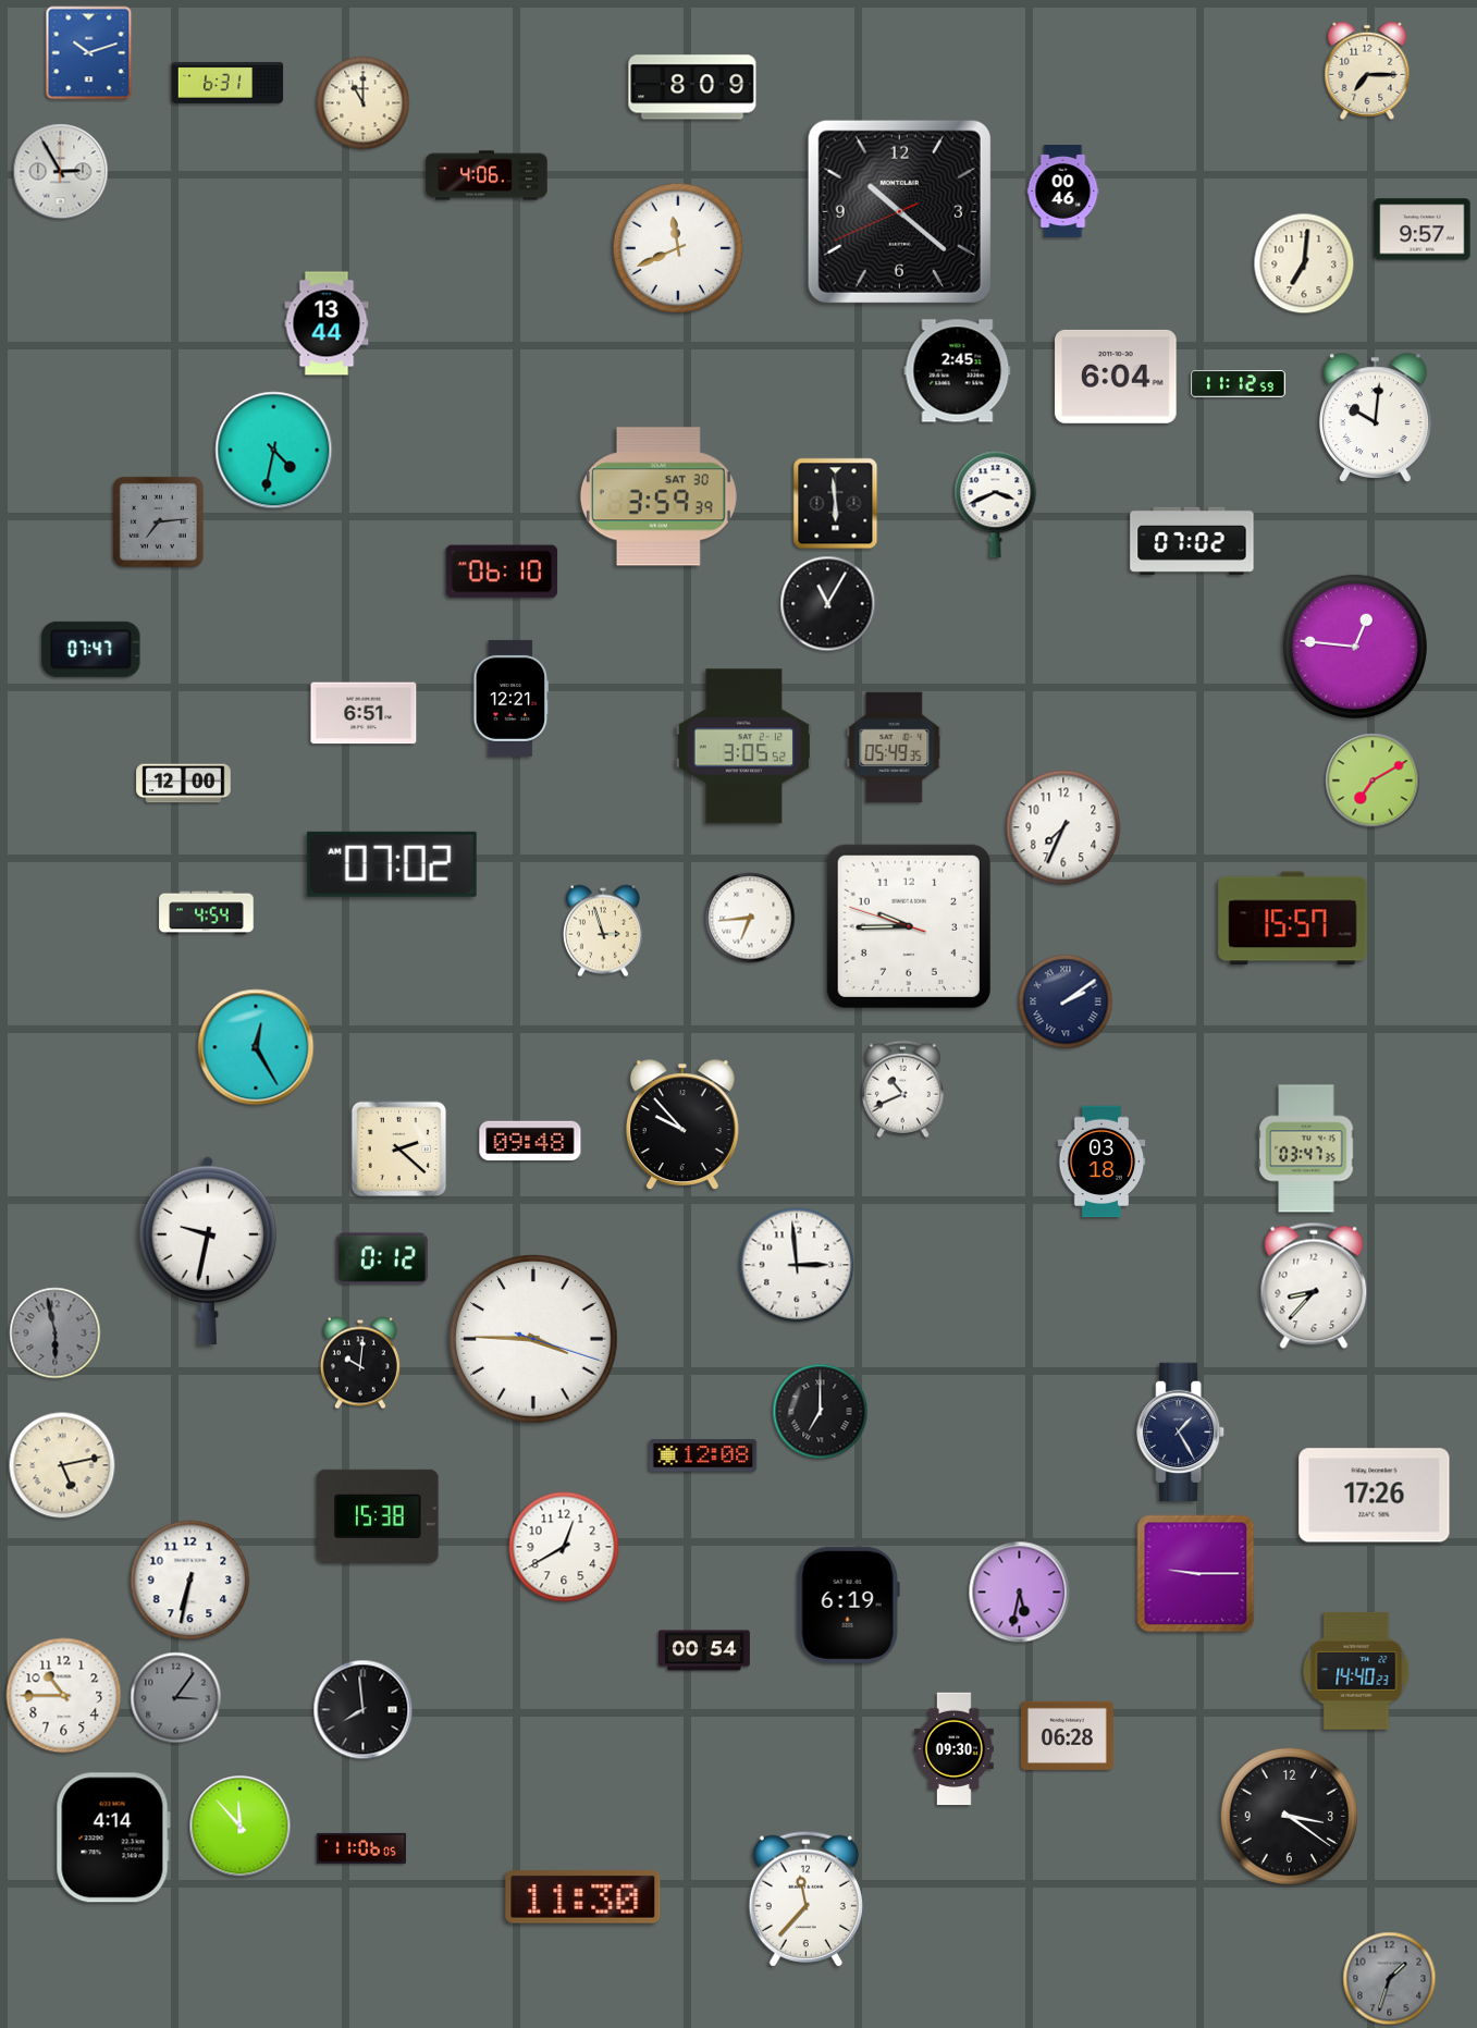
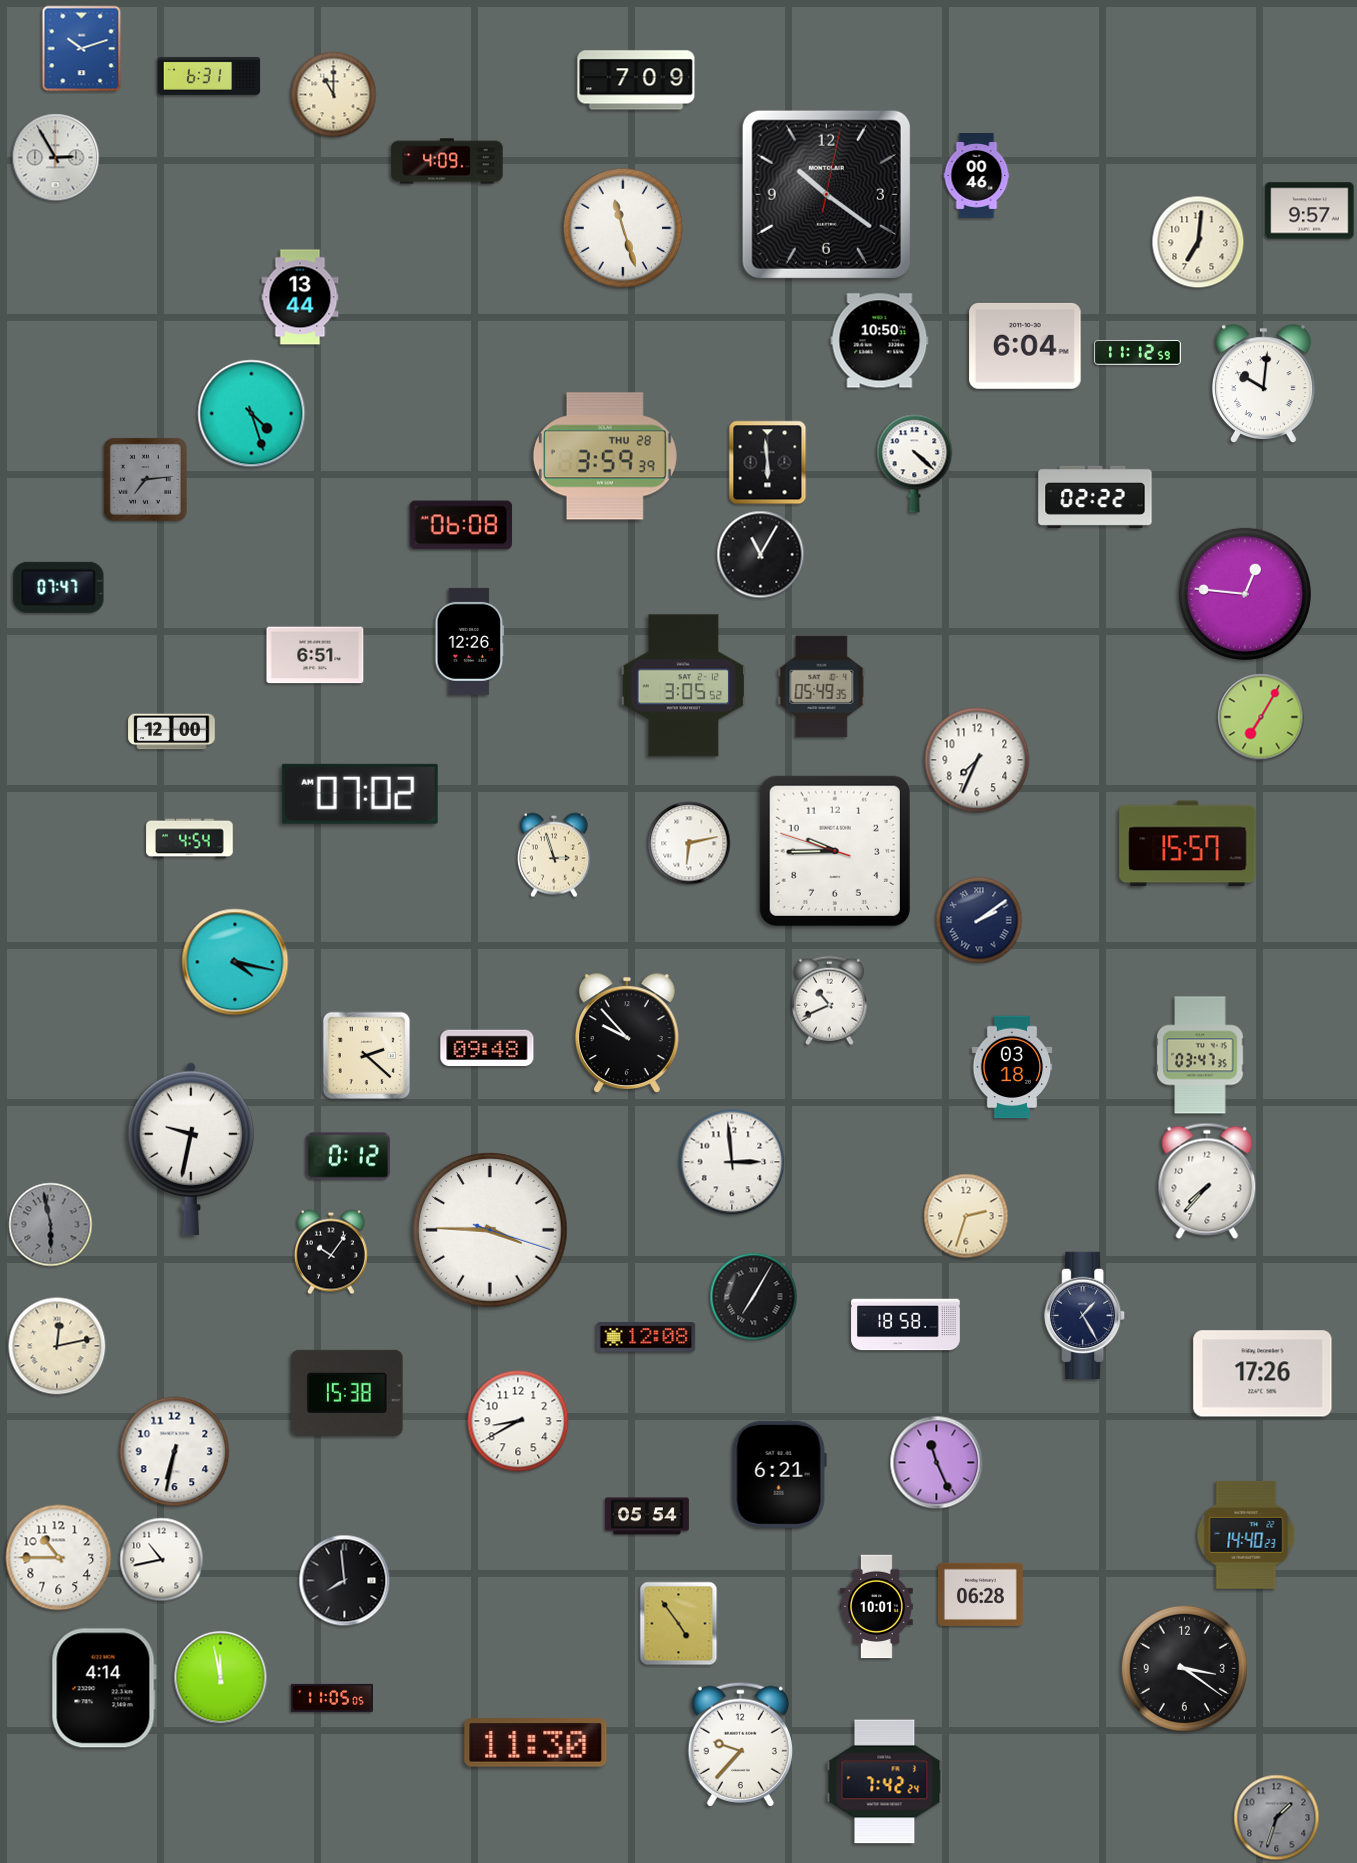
clock at (1367, 71): 7:15 -> none
clock at (692, 87): 8:09 -> 7:09
clock at (487, 175): 4:06 -> 4:09
clock at (899, 211): 10:21:41 -> 10:21:02
clock at (1423, 230) position: (1423, 230) -> (1310, 211)
clock at (678, 248): 11:41 -> 11:27
clock at (958, 371): 2:45 -> 10:50
clock at (274, 451): 4:32 -> 4:27
clock at (659, 496) date: SAT 30 -> THU 28
clock at (996, 505): 3:41 -> 4:22
clock at (1192, 541): 07:02 -> 02:22
clock at (502, 571): 06:10 -> 06:08
clock at (91, 649) position: (91, 649) -> (59, 587)
clock at (512, 698): 12:21 -> 12:26
clock at (364, 713) position: (364, 713) -> (315, 655)
clock at (1373, 781): 7:10 -> 7:05
clock at (184, 784) position: (184, 784) -> (172, 732)
clock at (750, 918): 6:44 -> 6:13
clock at (256, 1047): 12:25 -> 4:17
clock at (382, 1258) position: (382, 1258) -> (348, 1156)
clock at (1314, 1286): 8:37 -> 7:37
clock at (966, 1216): none -> 2:33
clock at (360, 1363): 10:01 -> 10:06
clock at (821, 1412): 7:00 -> 7:05
clock at (906, 1325): none -> 18:58
clock at (62, 1465): 5:13 -> 12:13
clock at (564, 1547): 12:40 -> 8:40
clock at (1196, 1574): 9:15 -> none
clock at (1020, 1593): 5:32 -> 11:26
clock at (848, 1605): 6:19 -> 6:21
clock at (704, 1650): 00:54 -> 05:54
clock at (176, 1698): 3:06 -> 10:43
clock at (176, 1698) dial: grey -> white
clock at (364, 1710) position: (364, 1710) -> (345, 1581)
clock at (955, 1749): 09:30 -> 10:01
clock at (679, 1624): none -> 4:54
clock at (241, 1827): 11:53 -> 11:58
clock at (361, 1848): 11:06 -> 11:05
clock at (805, 1898): 11:37 -> 9:37
clock at (885, 1782): none -> 7:42
